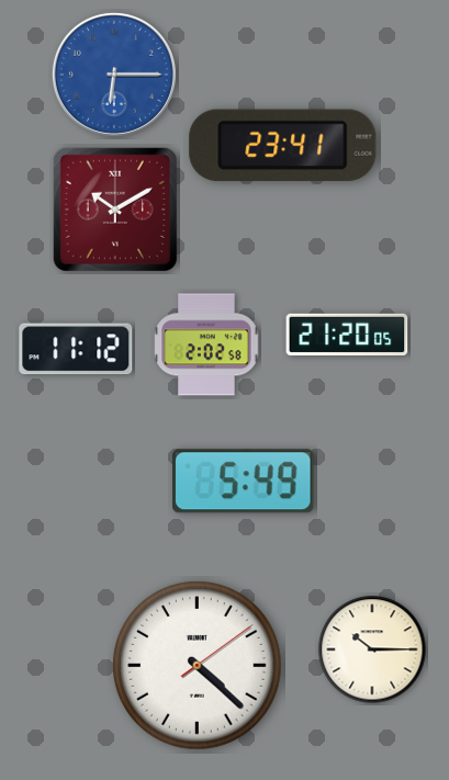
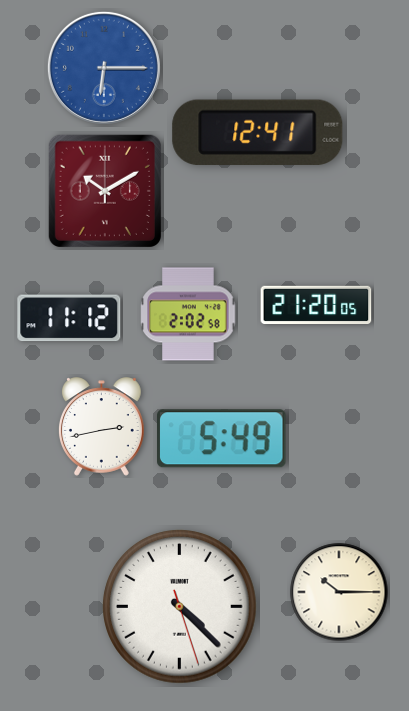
clock at (283, 145): 23:41 -> 12:41
clock at (101, 427): none -> 2:43
clock at (198, 666): 4:22:09 -> 4:22:27
